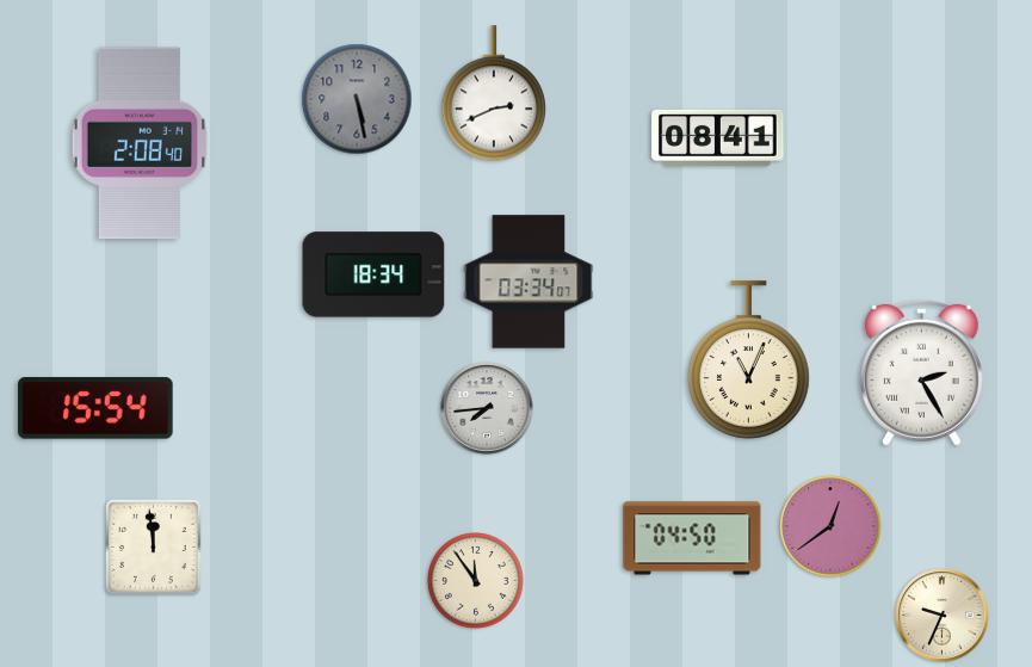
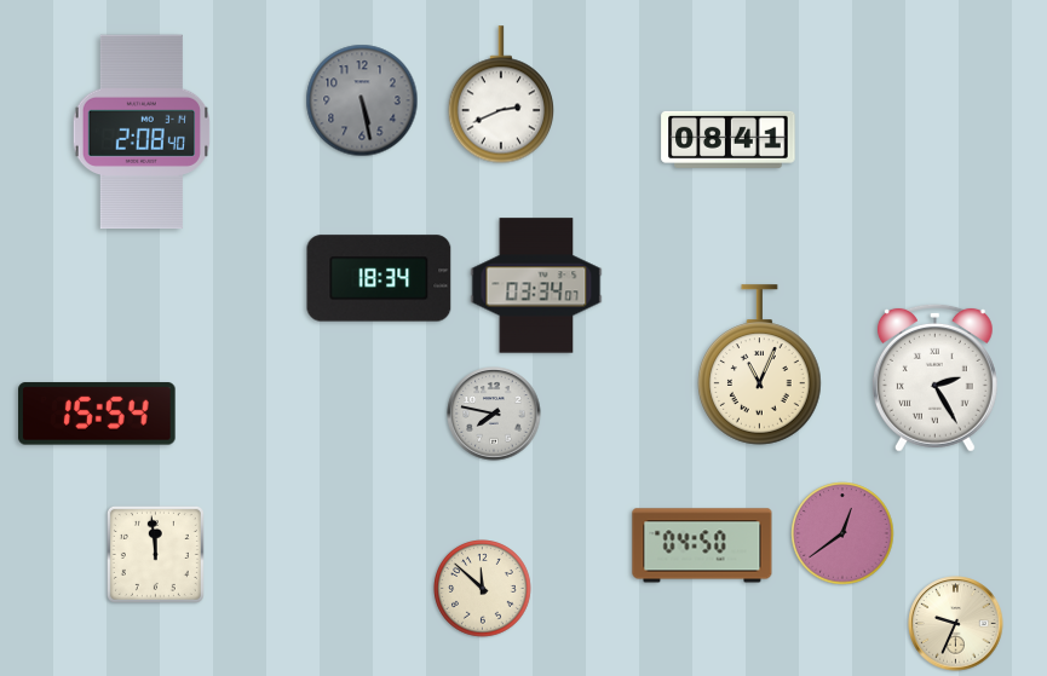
clock at (138, 143) position: (138, 143) -> (140, 132)
clock at (487, 408): 7:44 -> 7:47
clock at (476, 581): 11:54 -> 11:52
